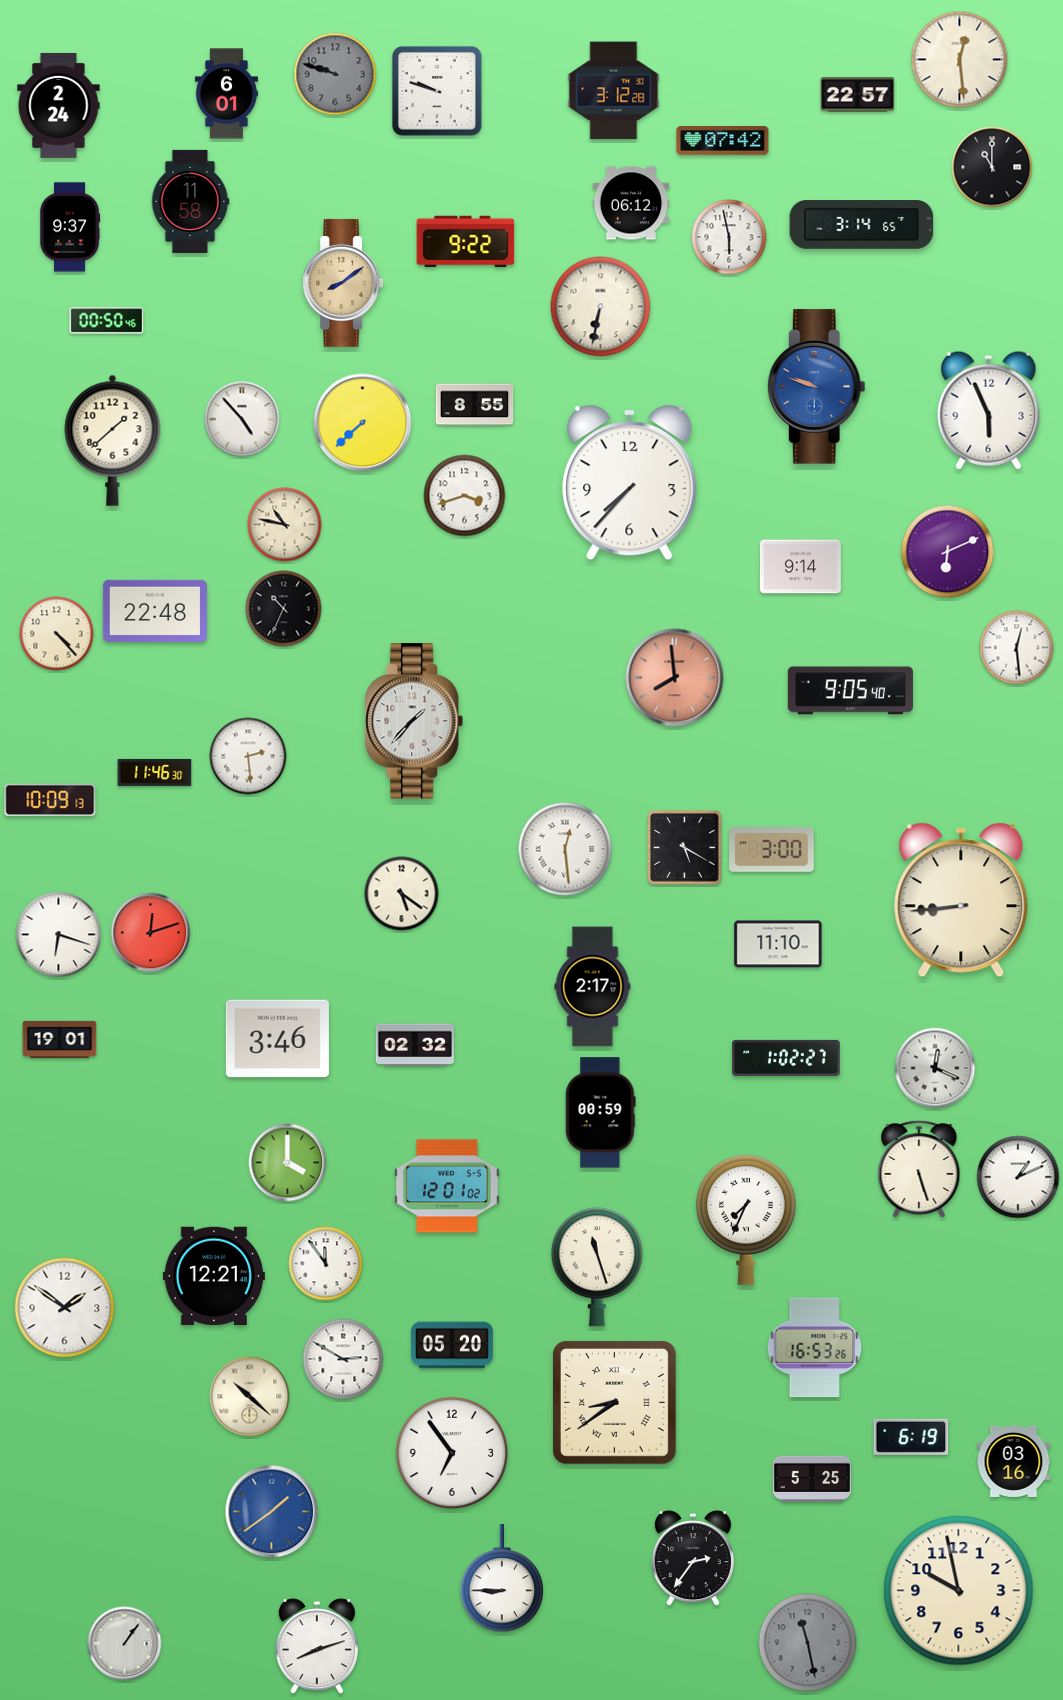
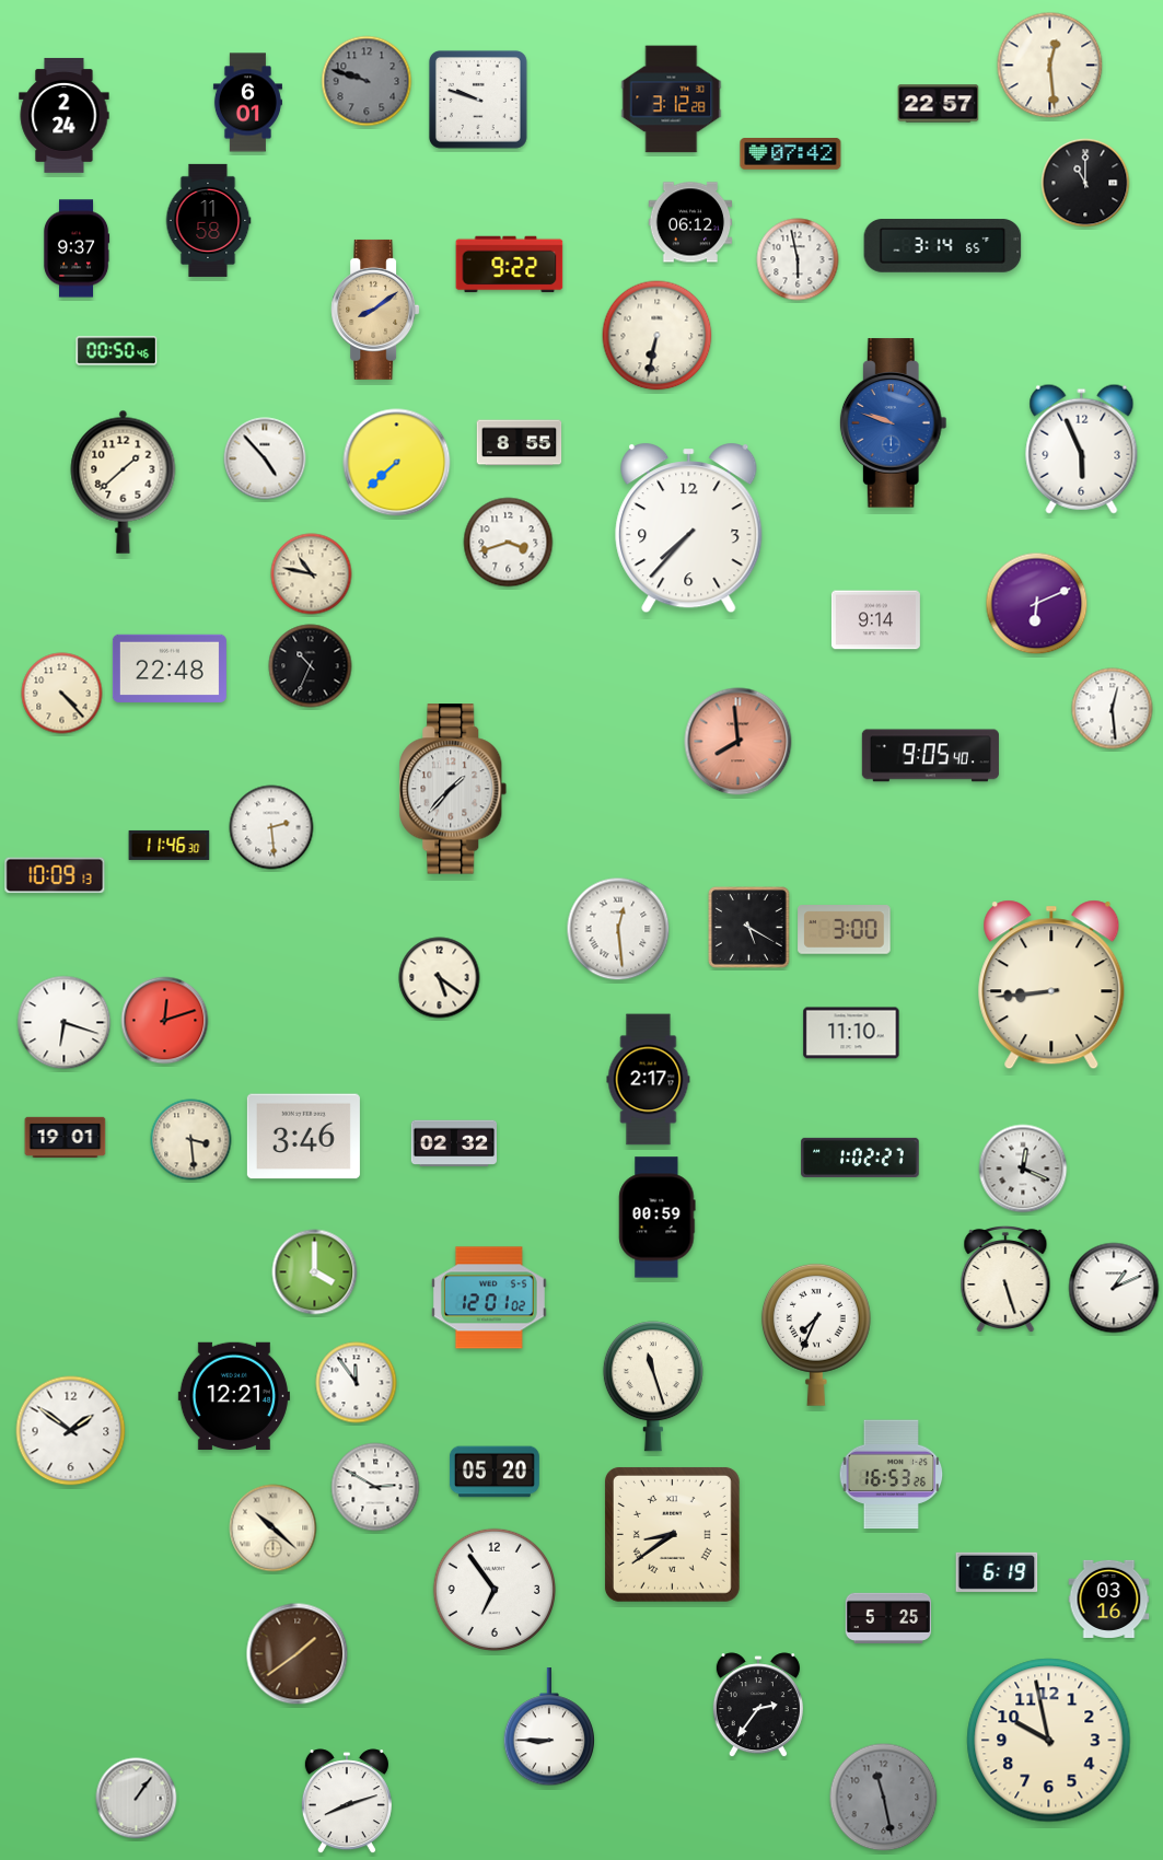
clock at (191, 1140): none -> 3:29
clock at (272, 1512) dial: blue -> brown
